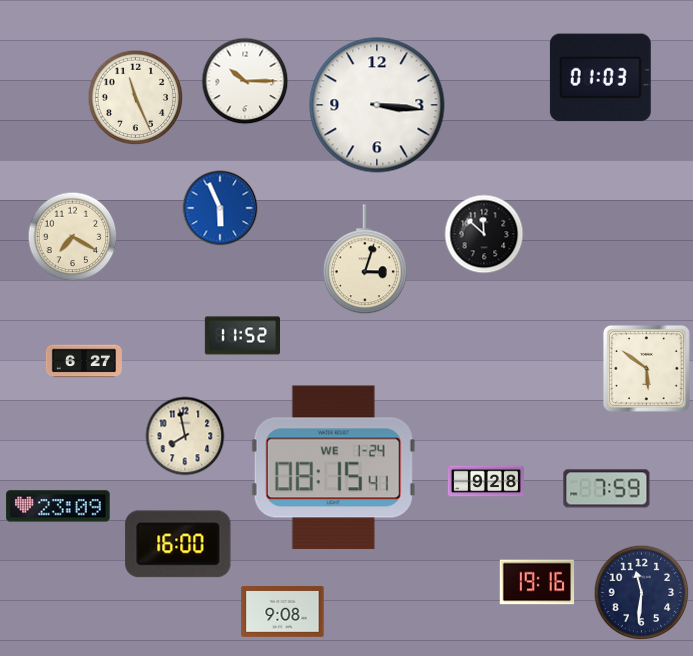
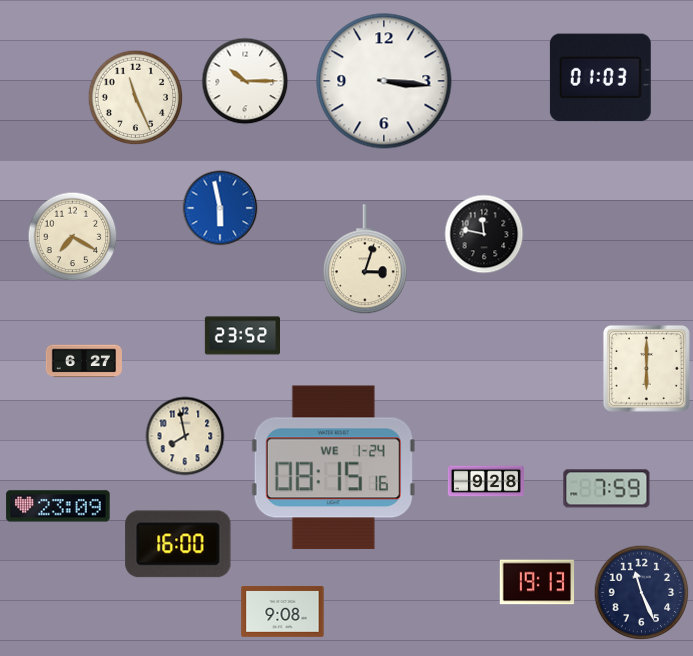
clock at (377, 105) position: (377, 105) -> (384, 81)
clock at (220, 208): 5:56 -> 5:58
clock at (484, 234): 11:52 -> 11:47
clock at (242, 336): 11:52 -> 23:52
clock at (646, 368): 5:51 -> 6:00
clock at (333, 467): 08:15:41 -> 08:15:16
clock at (537, 582): 19:16 -> 19:13
clock at (642, 593): 11:31 -> 11:26
